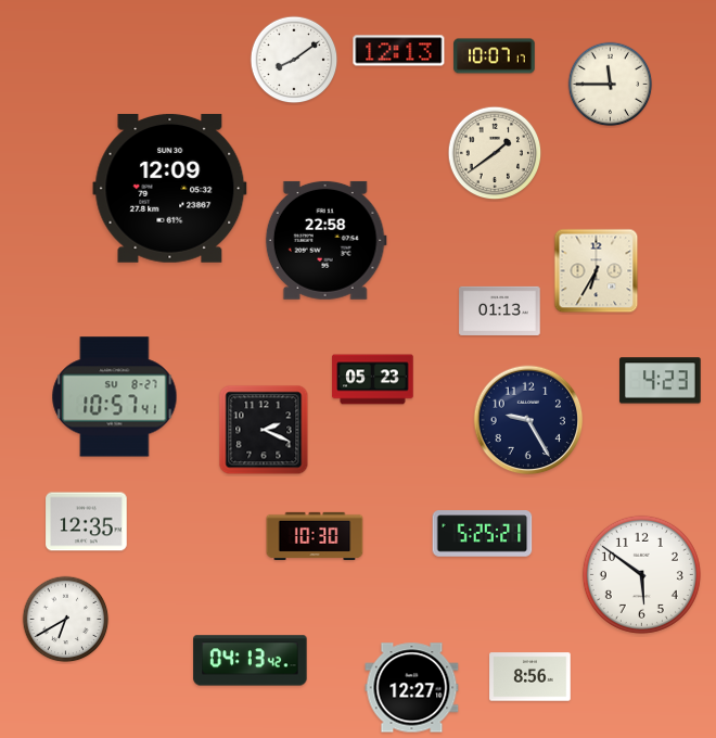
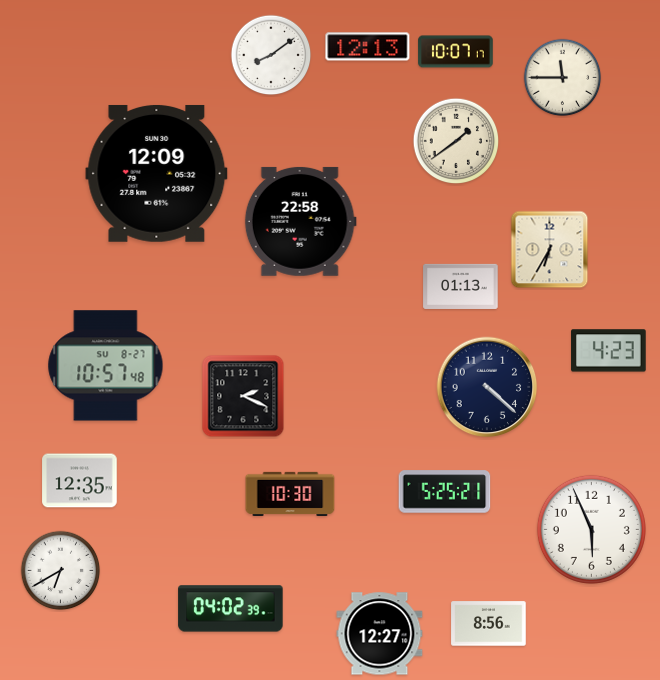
clock at (373, 380): 05:23 -> none
clock at (115, 397): 10:57:41 -> 10:57:48
clock at (528, 420): 9:25 -> 4:22
clock at (641, 574): 5:51 -> 5:56
clock at (251, 661): 04:13 -> 04:02
